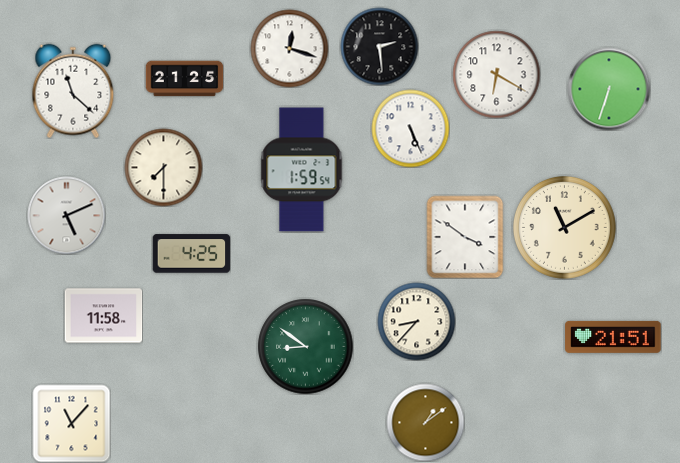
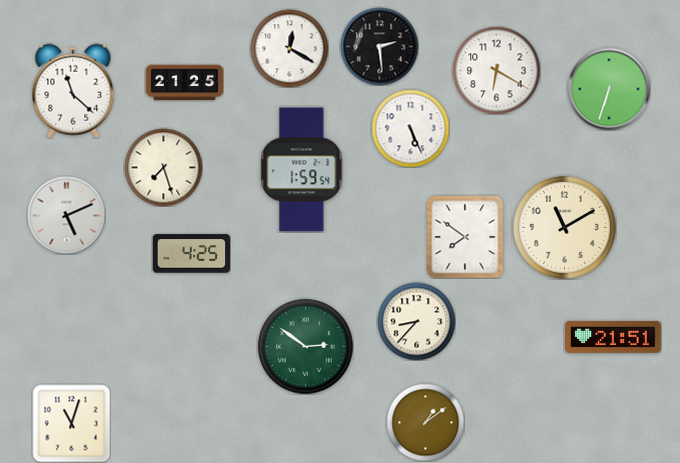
clock at (289, 48): 12:18 -> 12:20
clock at (496, 74) position: (496, 74) -> (496, 70)
clock at (184, 79) position: (184, 79) -> (184, 83)
clock at (163, 167): 7:30 -> 7:27
clock at (465, 237): 3:51 -> 7:51
clock at (103, 316): 11:58 -> none
clock at (305, 346): 8:51 -> 2:51
clock at (71, 423): 11:07 -> 11:03
